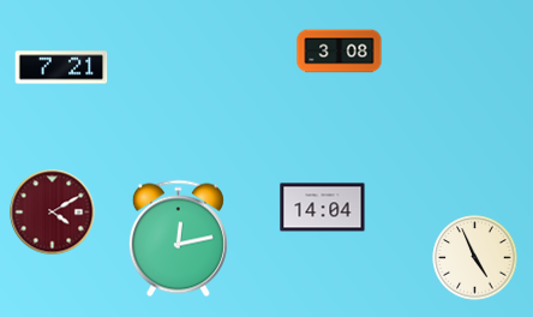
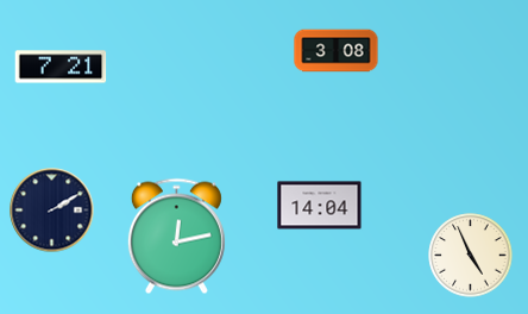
clock at (53, 213): 4:10 -> 2:10
clock at (53, 213) dial: burgundy -> navy
